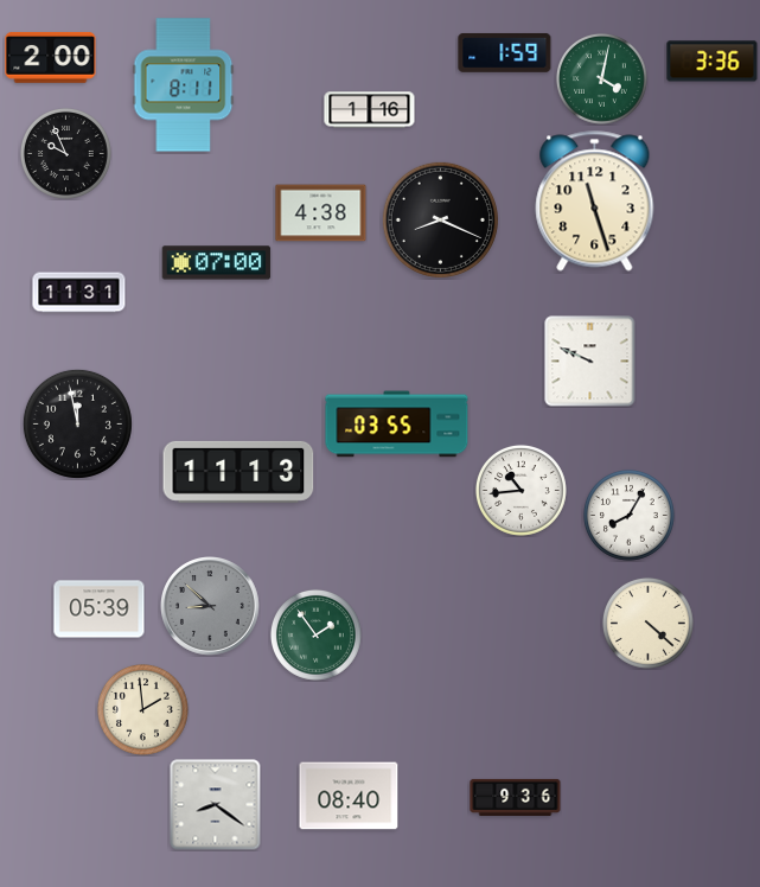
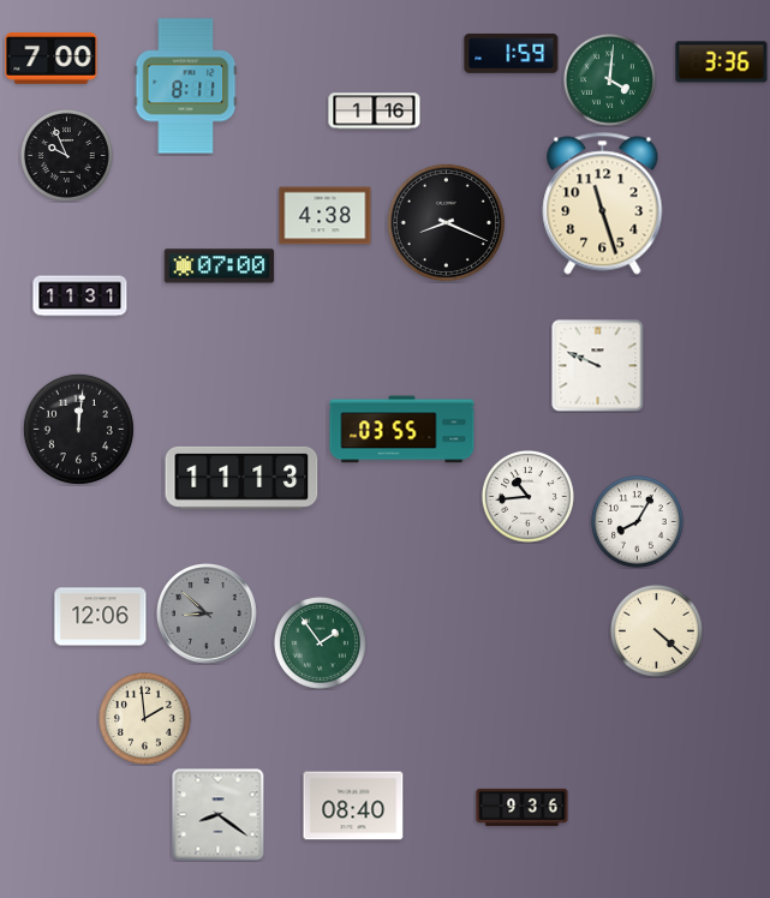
clock at (51, 58): 2:00 -> 7:00
clock at (601, 78): 4:02 -> 4:01
clock at (77, 423): 11:58 -> 12:01
clock at (211, 607) position: (211, 607) -> (208, 615)
clock at (100, 610): 05:39 -> 12:06
